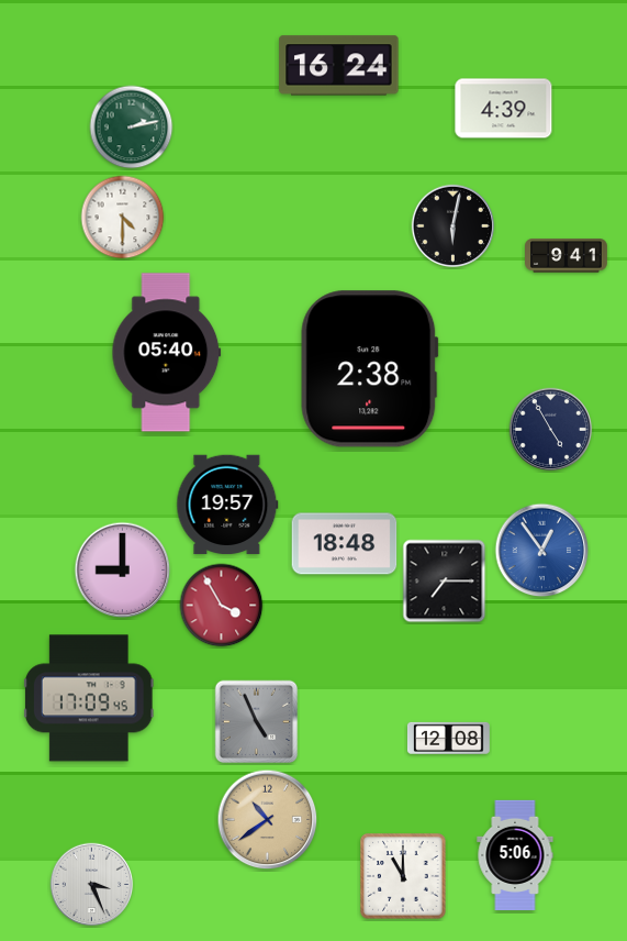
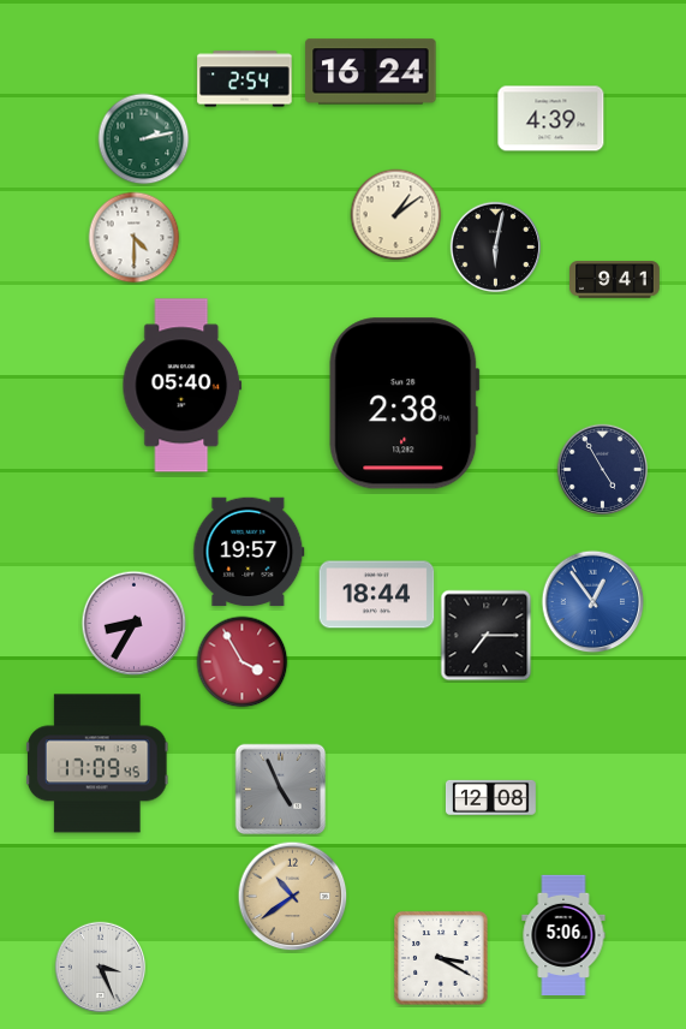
clock at (245, 79): none -> 2:54
clock at (396, 215): none -> 1:09
clock at (567, 256) position: (567, 256) -> (615, 280)
clock at (345, 544): 18:48 -> 18:44
clock at (123, 571): 9:00 -> 8:35
clock at (448, 738) position: (448, 738) -> (490, 797)
clock at (403, 876): 11:00 -> 3:20
